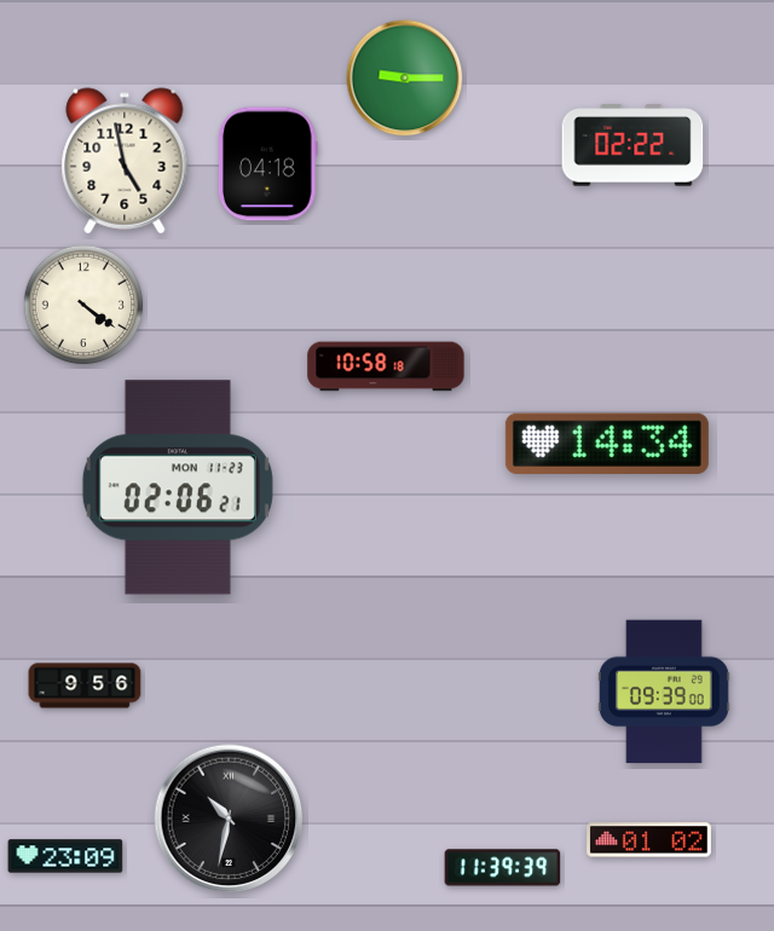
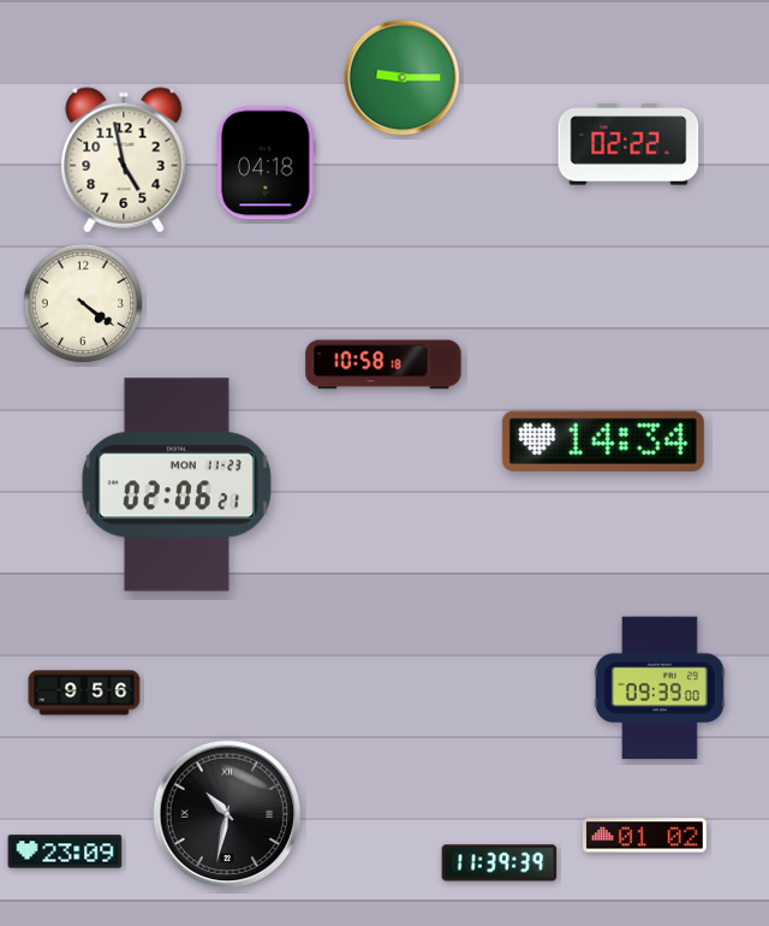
clock at (85, 686) position: (85, 686) -> (84, 693)
